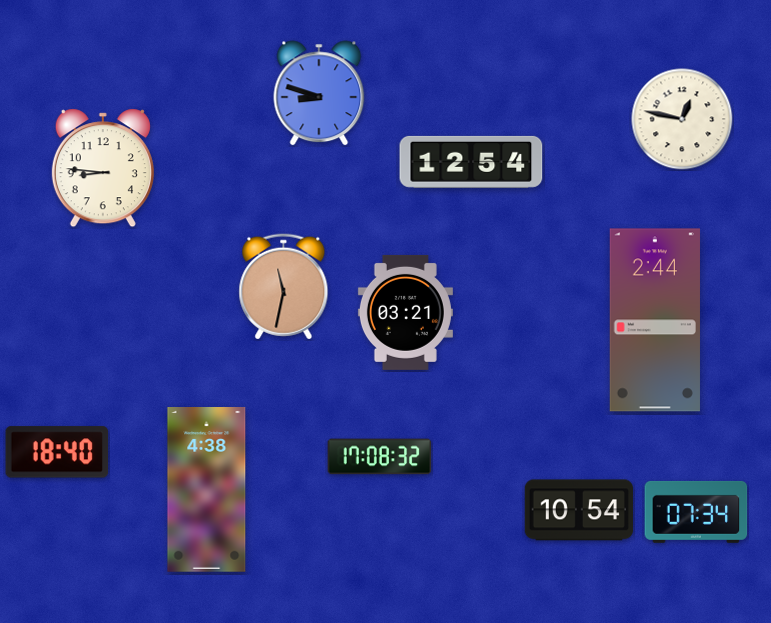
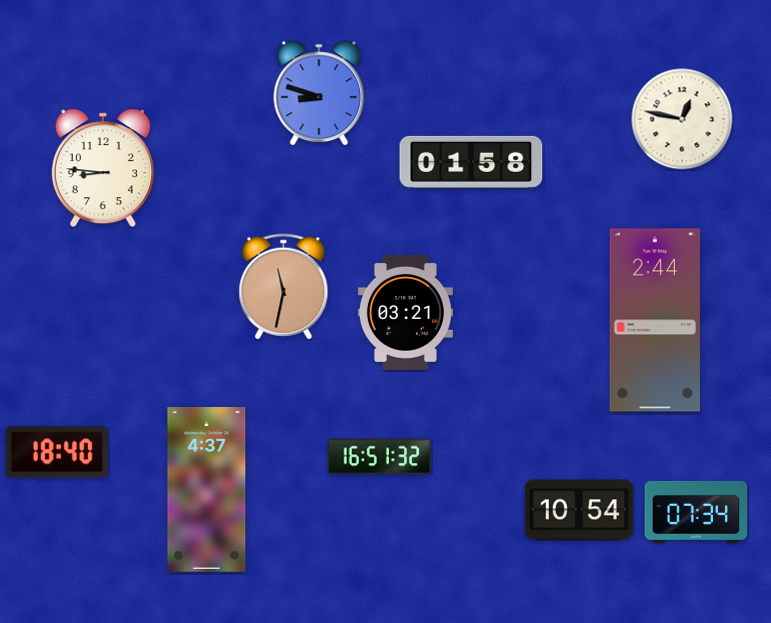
clock at (471, 162): 12:54 -> 01:58
clock at (380, 457): 17:08 -> 16:51
clock at (207, 490): 4:38 -> 4:37
